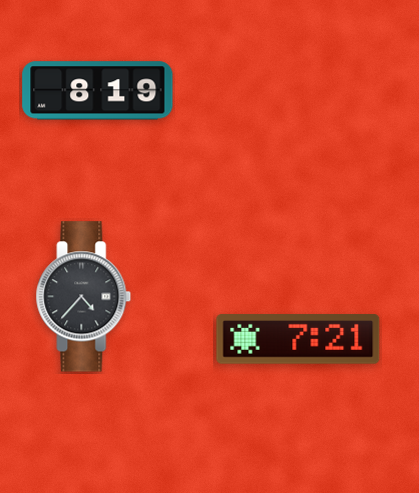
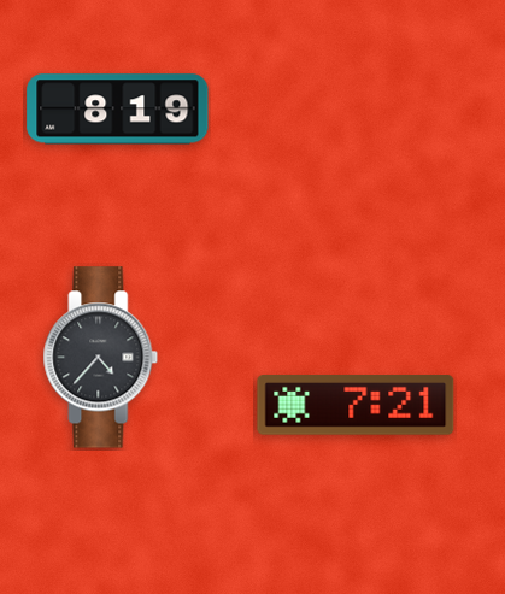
clock at (298, 339) position: (298, 339) -> (356, 405)
